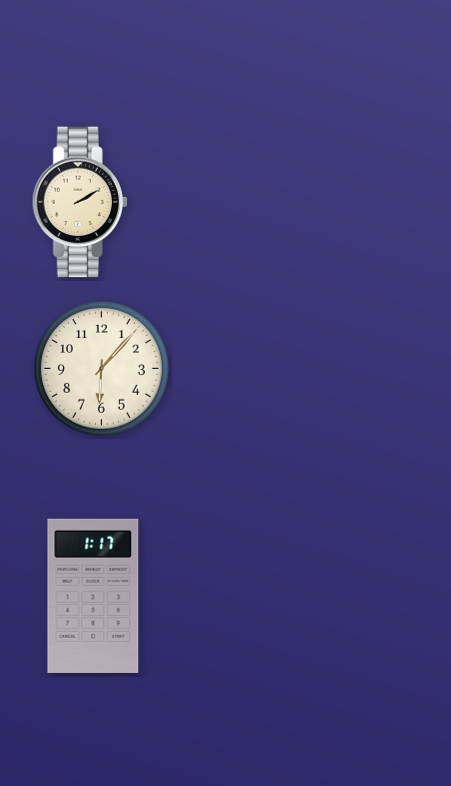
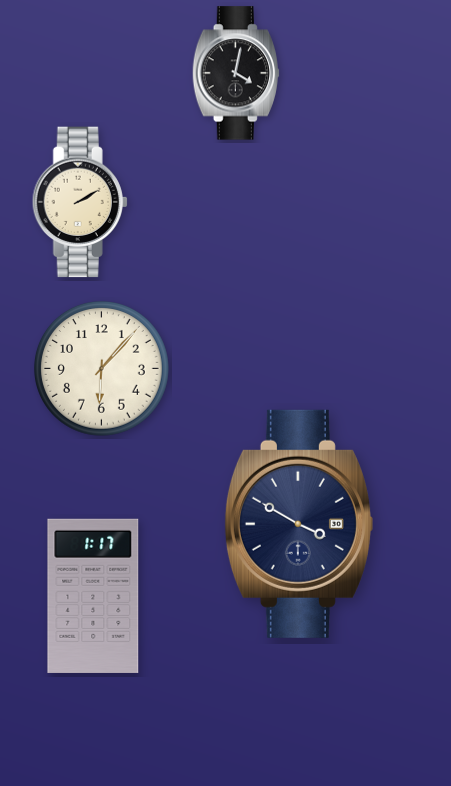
clock at (235, 73): none -> 4:02
clock at (298, 524): none -> 3:50
